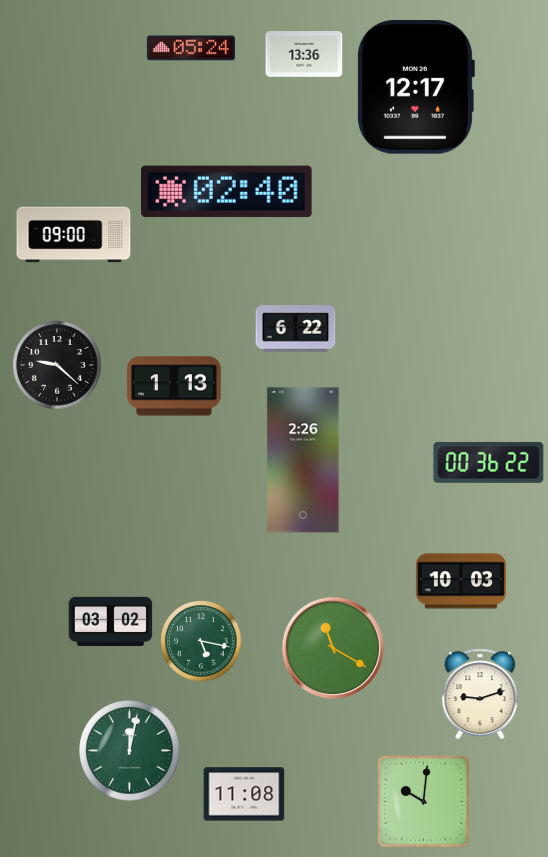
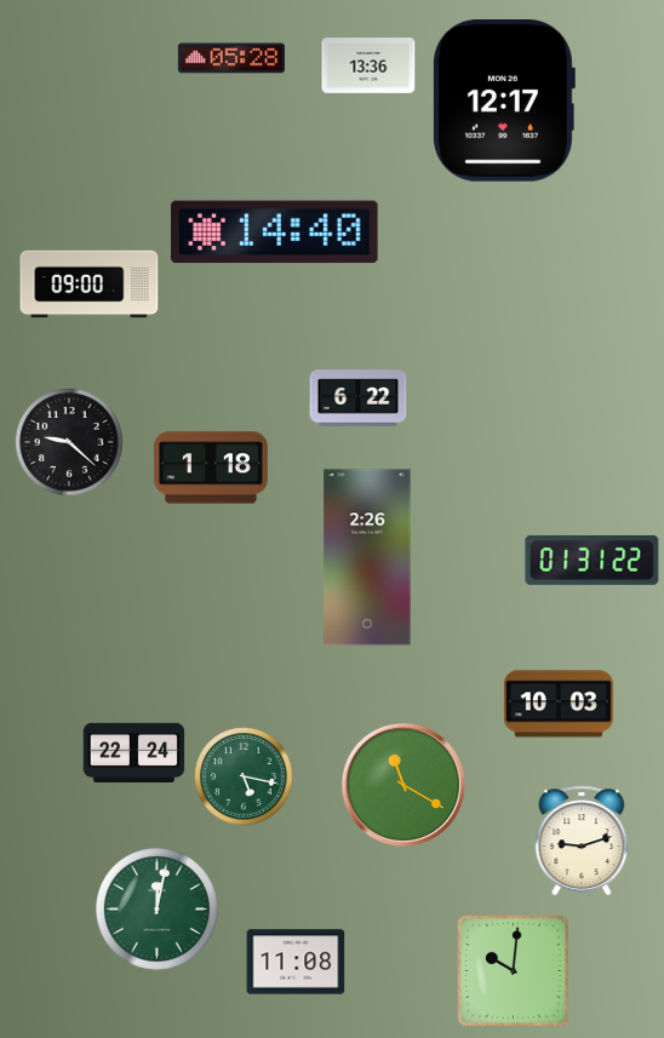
clock at (190, 48): 05:24 -> 05:28
clock at (415, 88) position: (415, 88) -> (503, 102)
clock at (227, 192): 02:40 -> 14:40
clock at (174, 386): 1:13 -> 1:18
clock at (489, 462): 00:36 -> 01:31
clock at (111, 621): 03:02 -> 22:24
